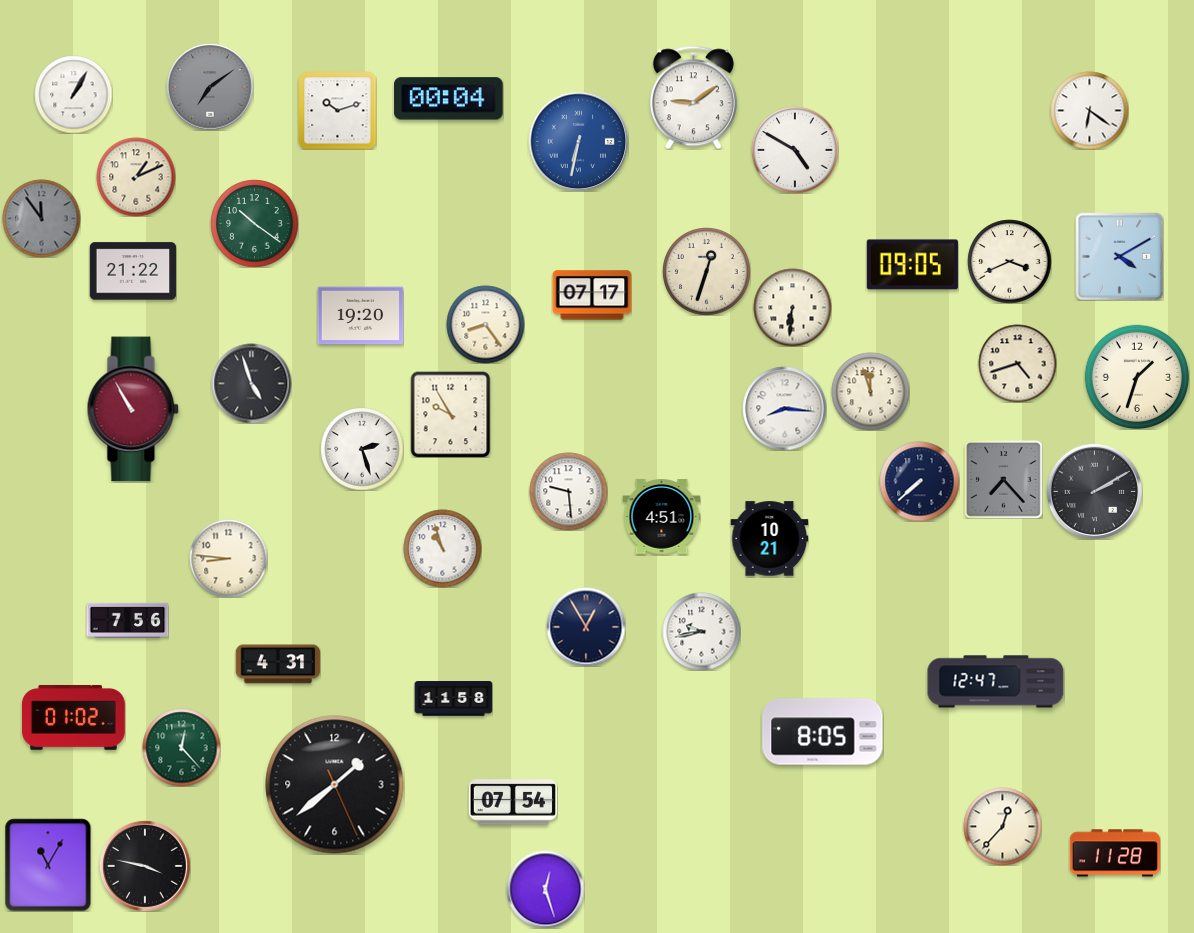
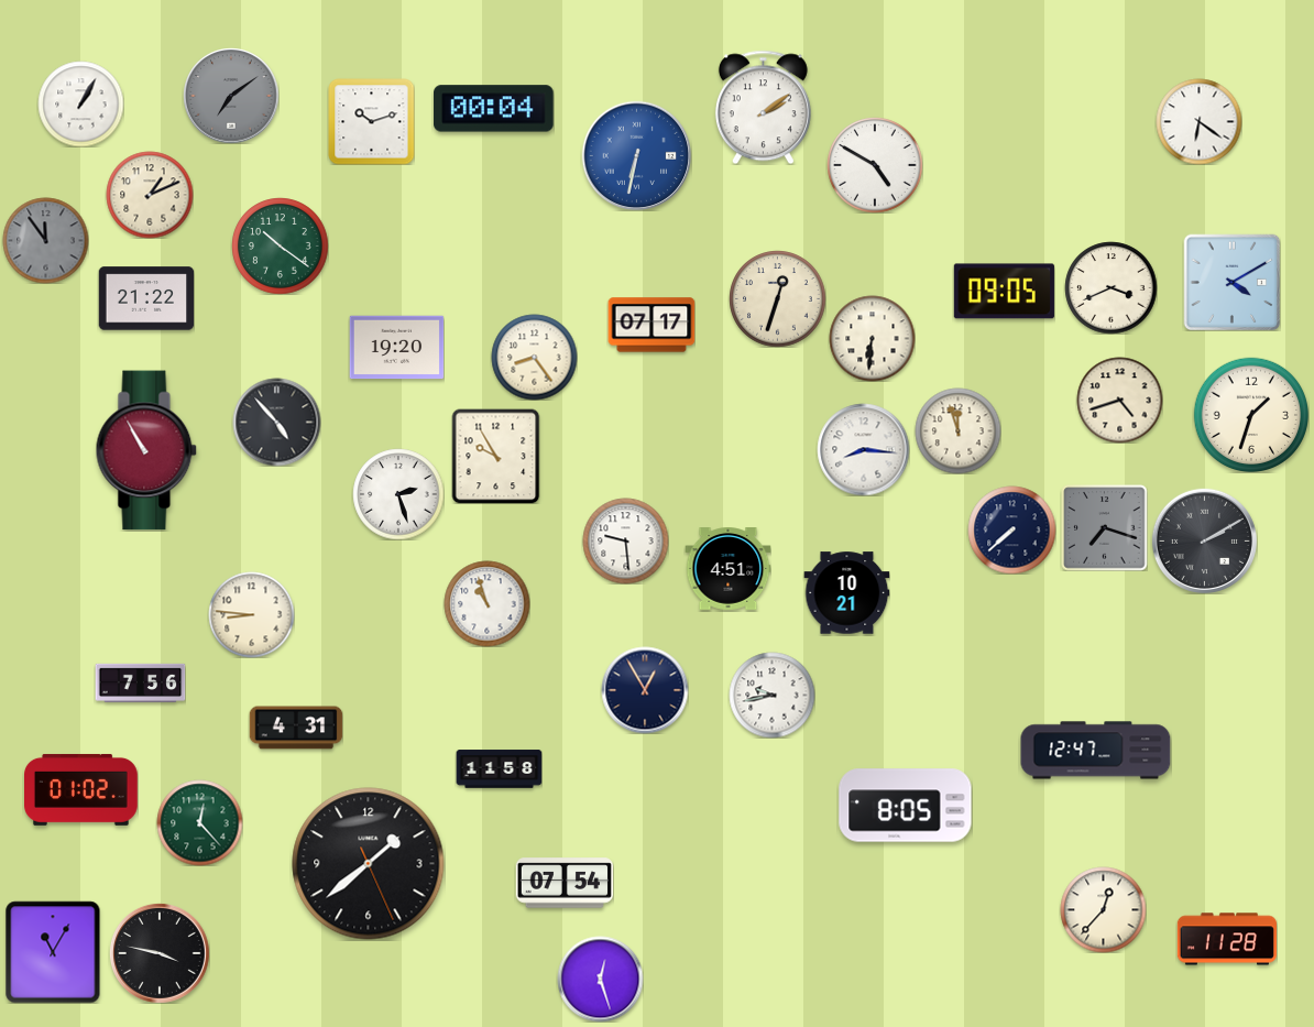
clock at (693, 97): 9:09 -> 2:09
clock at (251, 383): 4:57 -> 4:53
clock at (1003, 479): 7:23 -> 7:18
clock at (278, 664) position: (278, 664) -> (296, 728)
